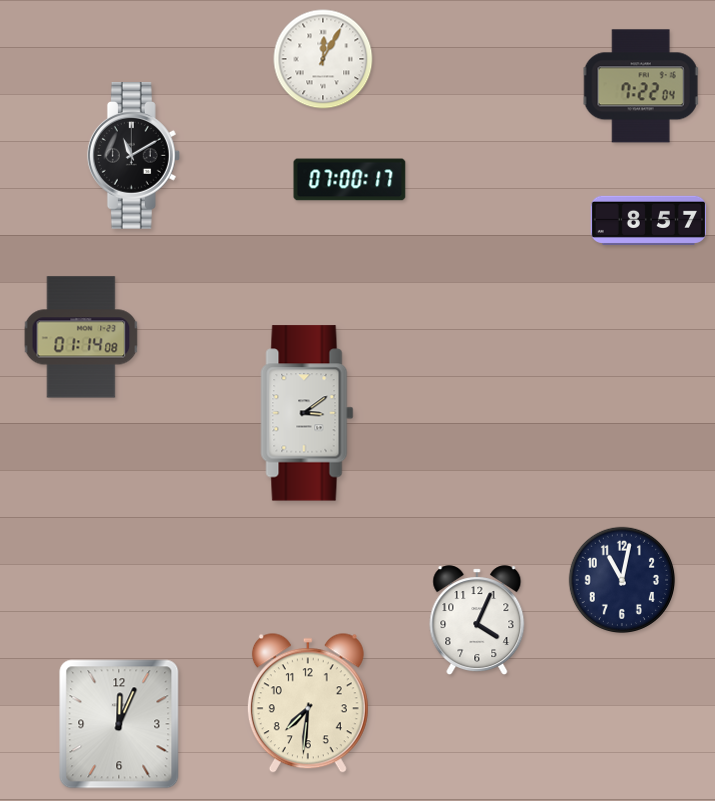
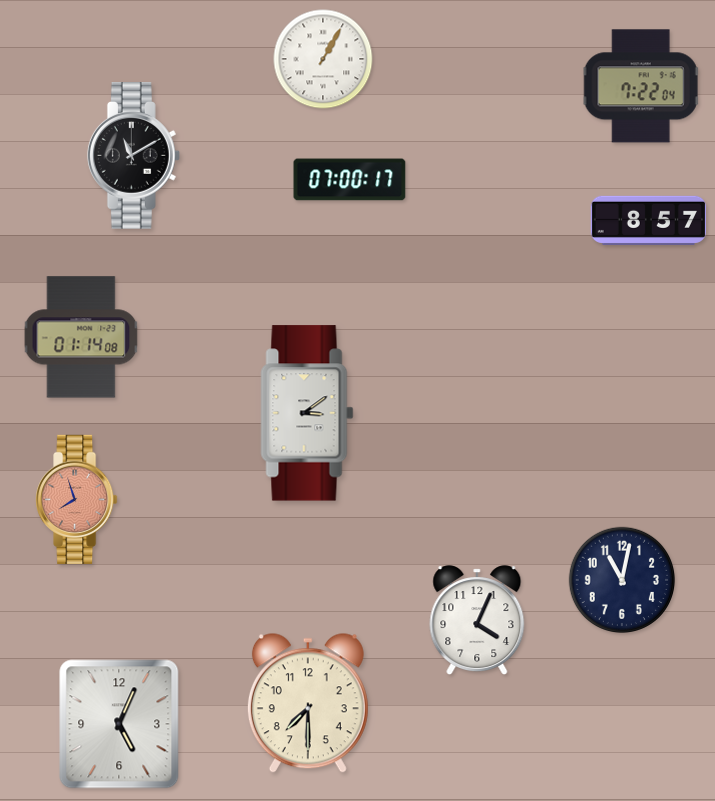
clock at (323, 59): 12:05 -> 1:05
clock at (77, 499): none -> 7:57
clock at (308, 704): 7:31 -> 7:30
clock at (119, 724): 12:04 -> 5:04
